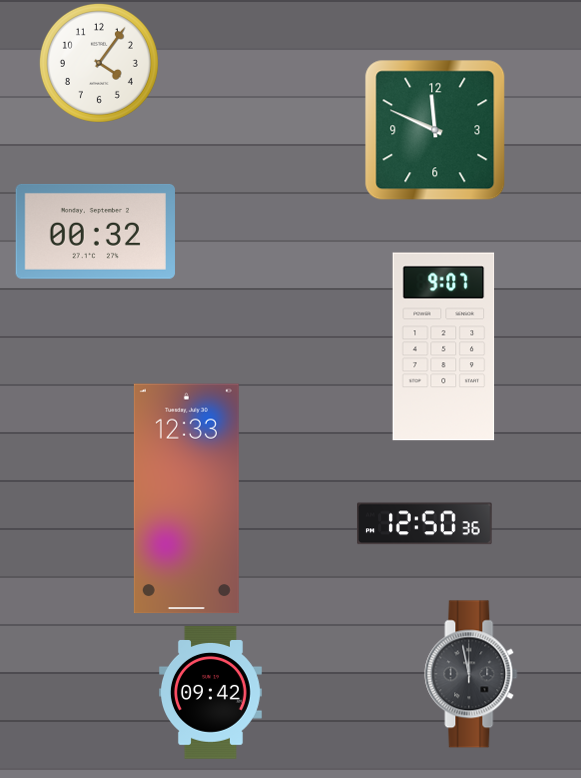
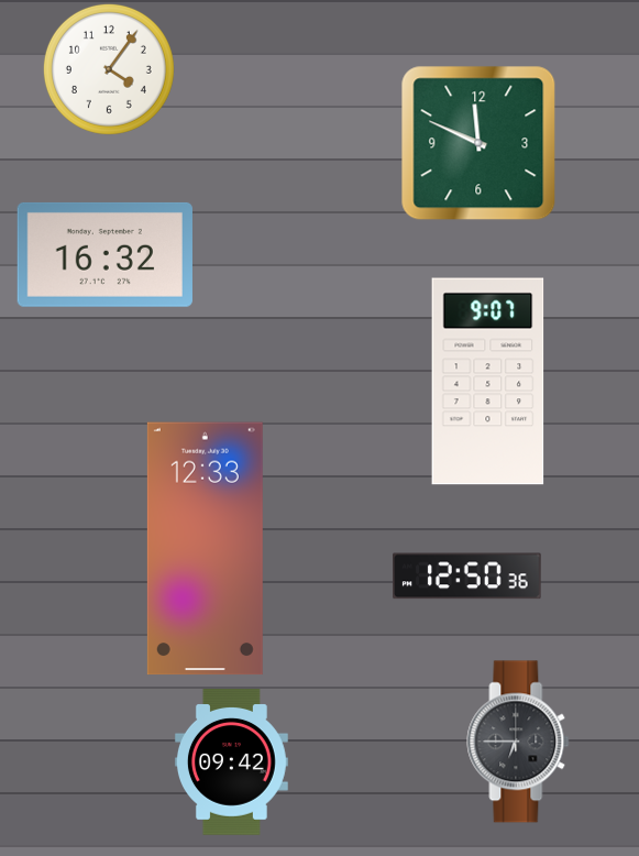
clock at (95, 231): 00:32 -> 16:32
clock at (471, 674): 11:58 -> 6:45
